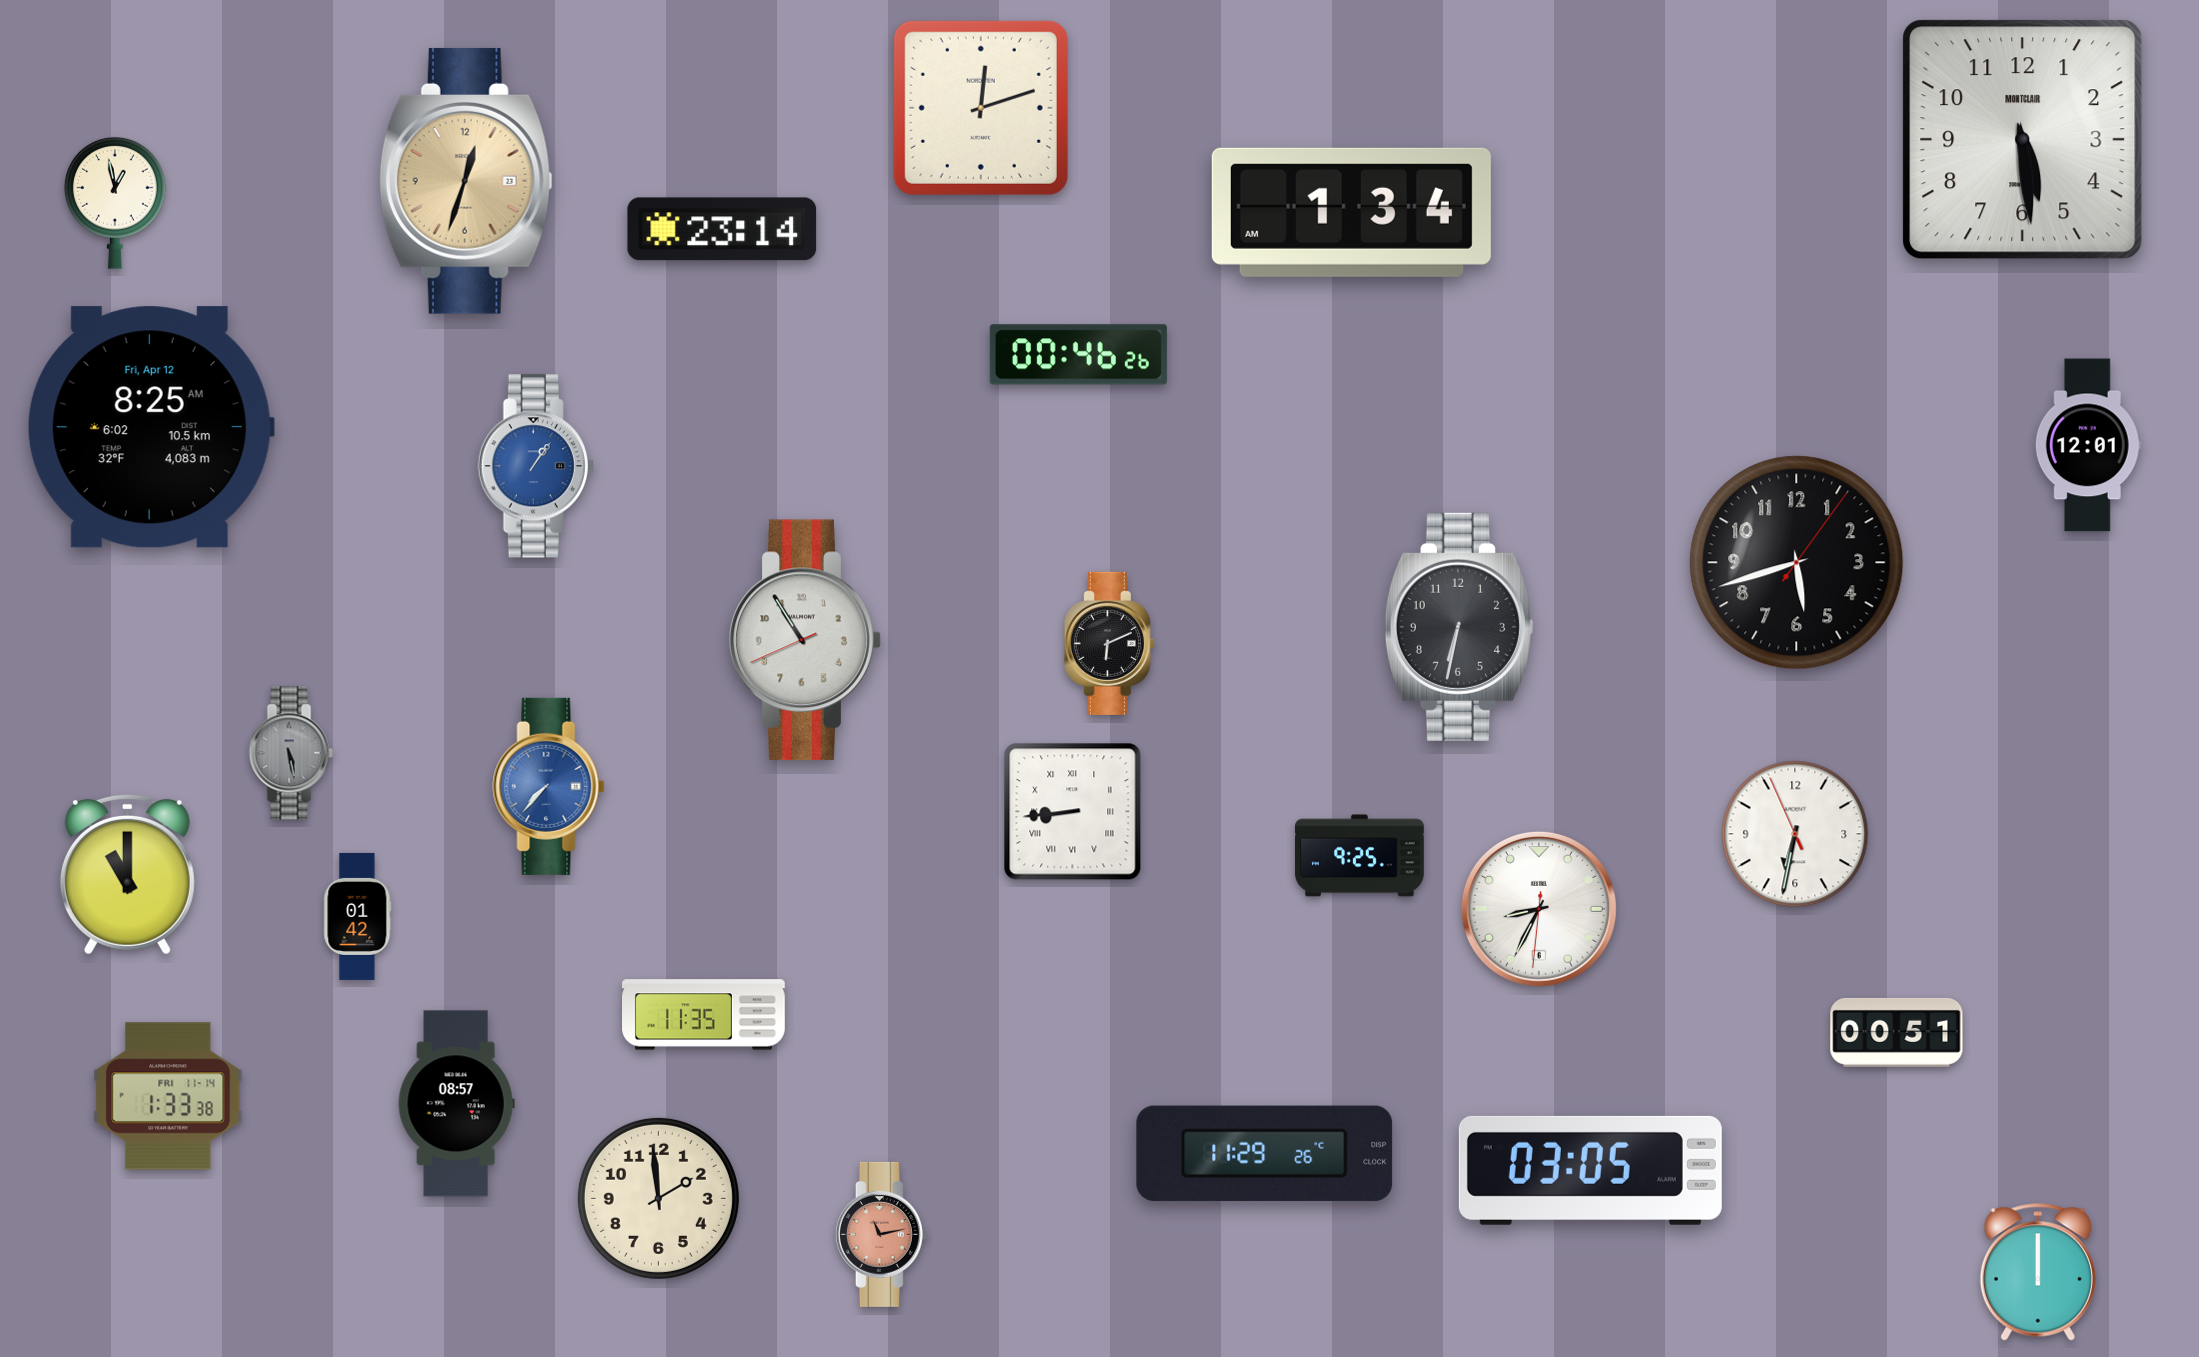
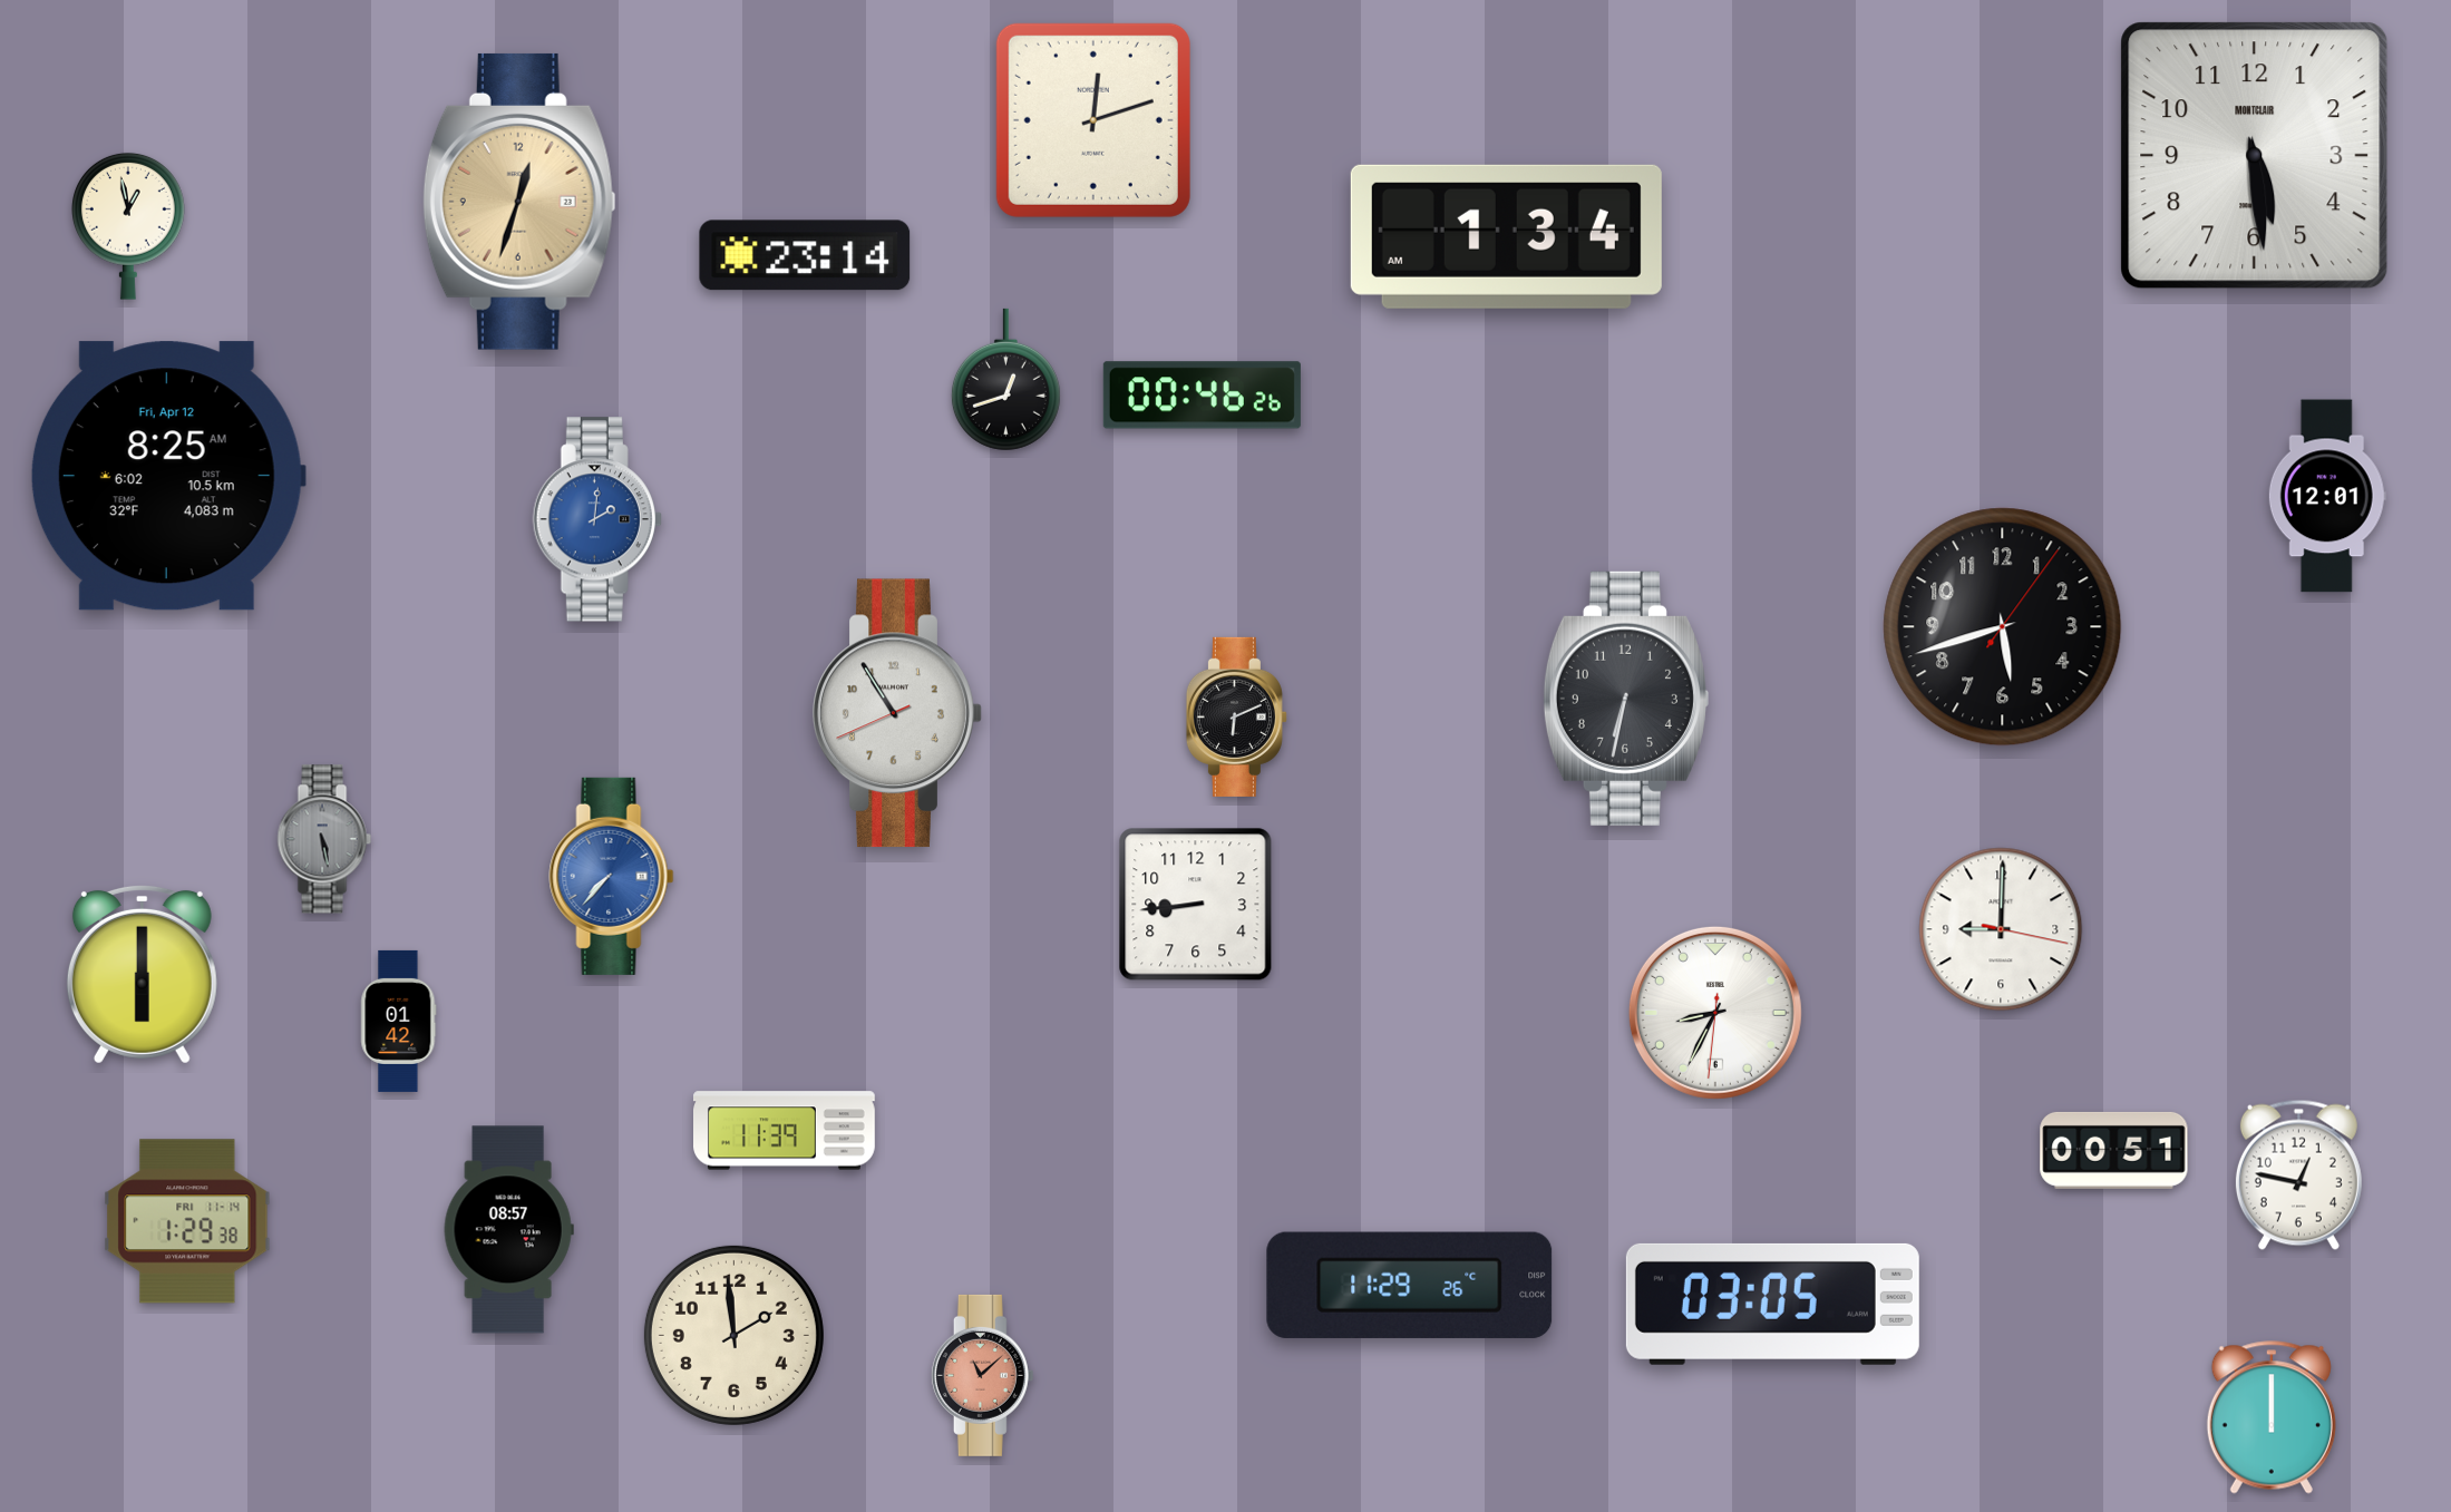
clock at (1005, 380): none -> 12:42
clock at (536, 466): 1:06 -> 2:01
clock at (1073, 812) numerals: Roman -> Arabic
clock at (1795, 834): 6:31 -> 9:00
clock at (1360, 856): 9:25 -> none
clock at (127, 874): 11:00 -> 6:00
clock at (704, 1015): 11:35 -> 11:39
clock at (2298, 1174): none -> 12:47
clock at (168, 1096): 1:33 -> 1:29
clock at (881, 1234): 11:13 -> 11:08
